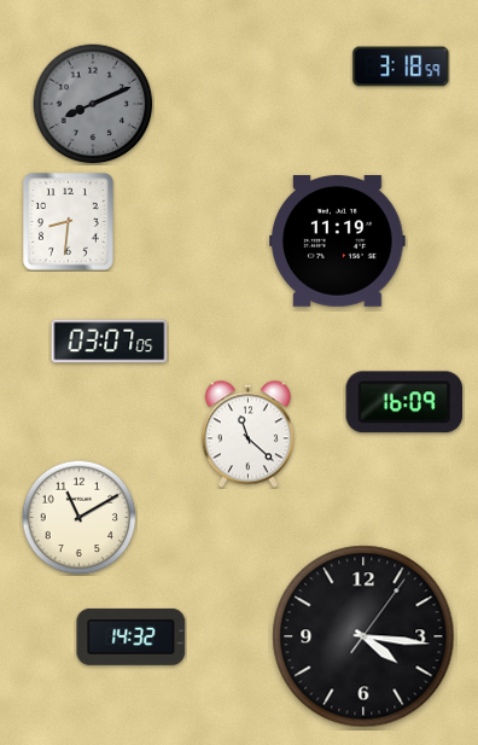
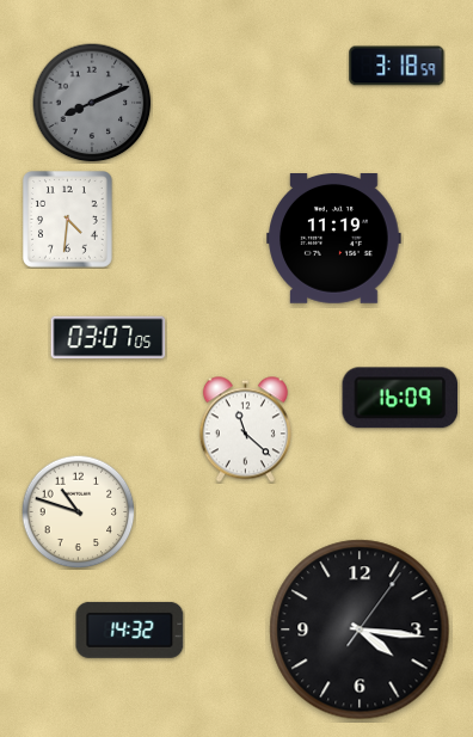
clock at (69, 222): 8:31 -> 4:31
clock at (78, 517): 11:10 -> 10:48
